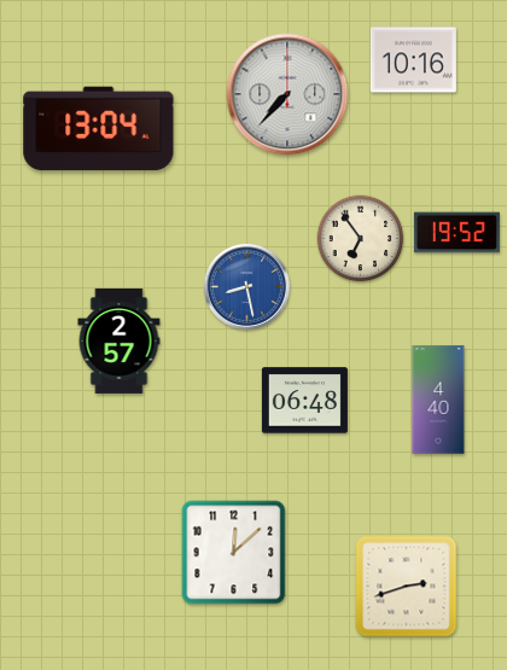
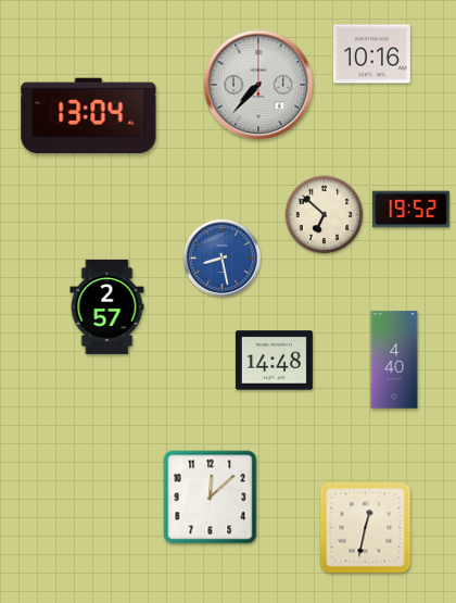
clock at (361, 239): 6:54 -> 6:52
clock at (304, 401): 06:48 -> 14:48
clock at (407, 587): 2:42 -> 12:32
